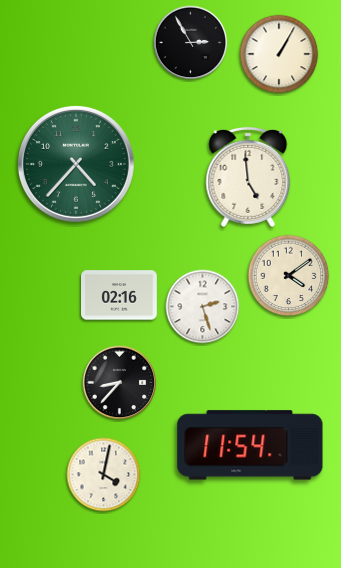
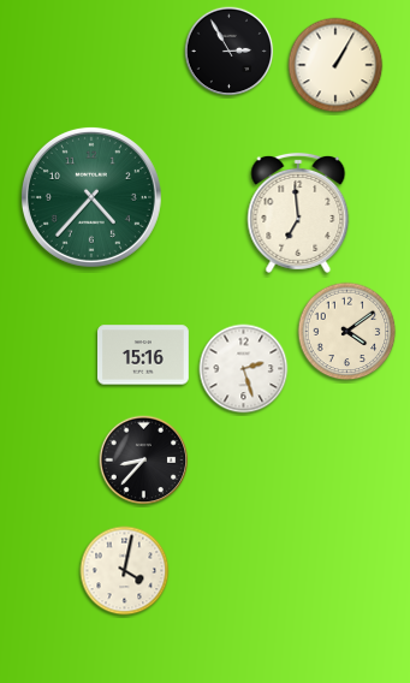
clock at (248, 177): 4:59 -> 6:59
clock at (120, 295): 02:16 -> 15:16
clock at (250, 445): 11:54 -> none
